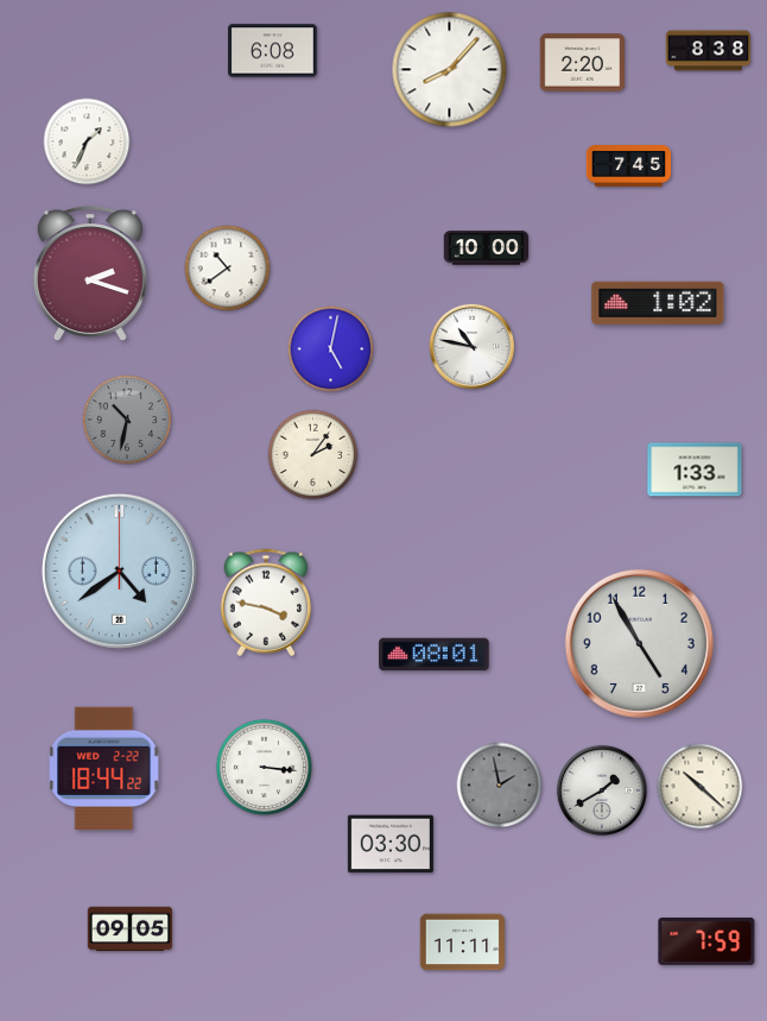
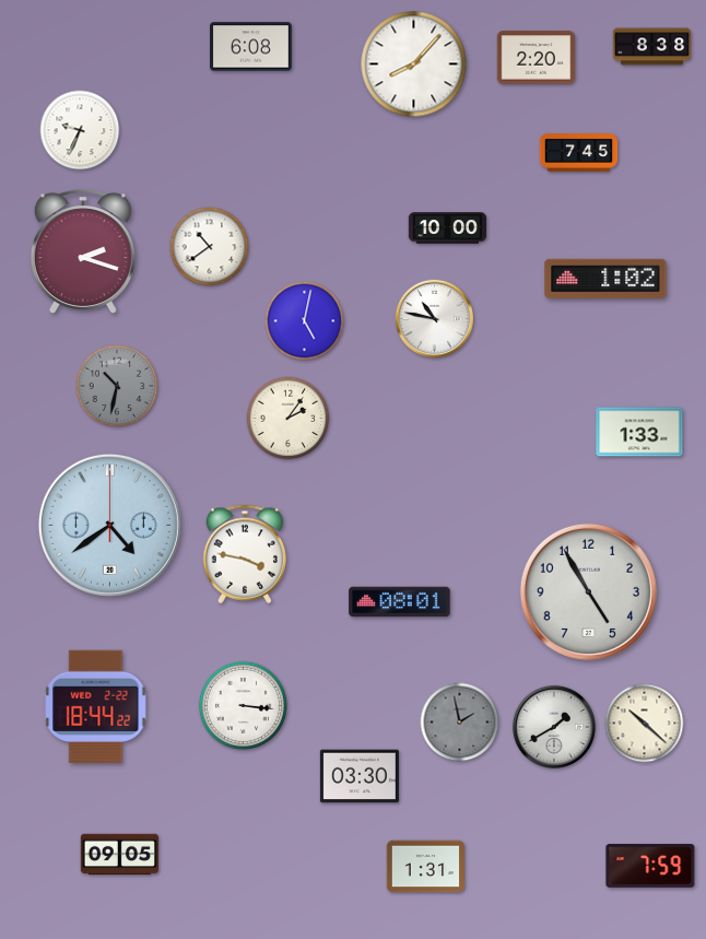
clock at (87, 141): 1:34 -> 9:34
clock at (463, 943): 11:11 -> 1:31
